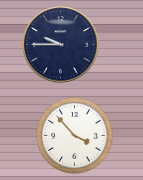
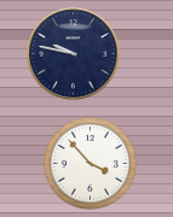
clock at (61, 45): 9:45 -> 9:47
